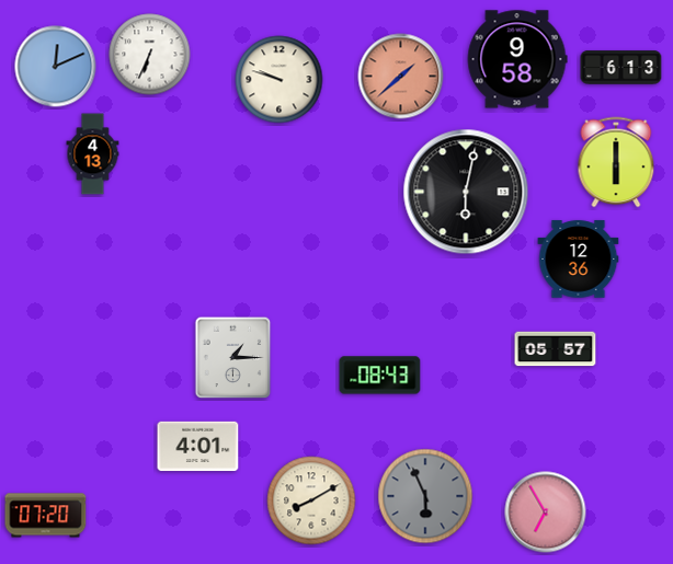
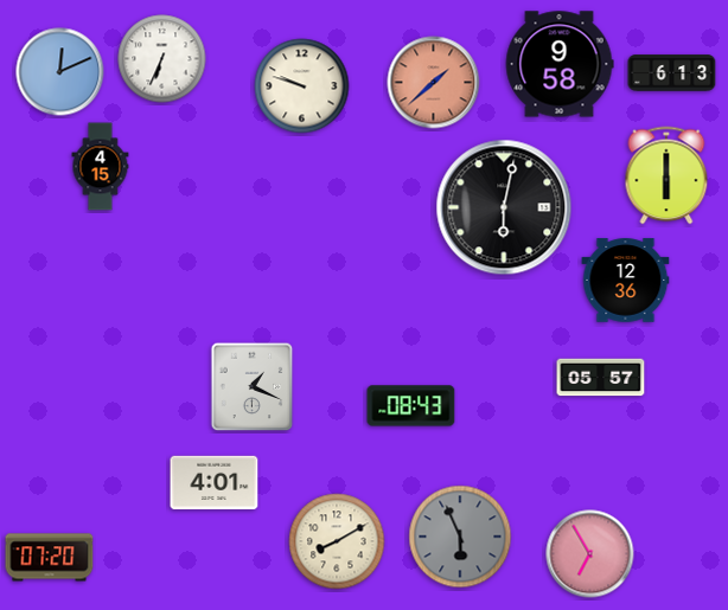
clock at (93, 154): 4:13 -> 4:15
clock at (233, 358): 1:15 -> 1:19
